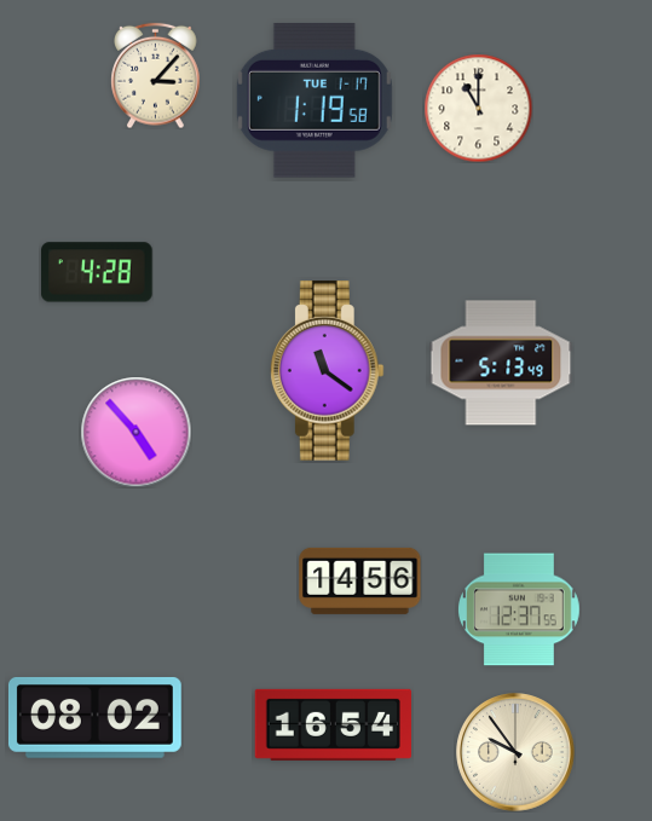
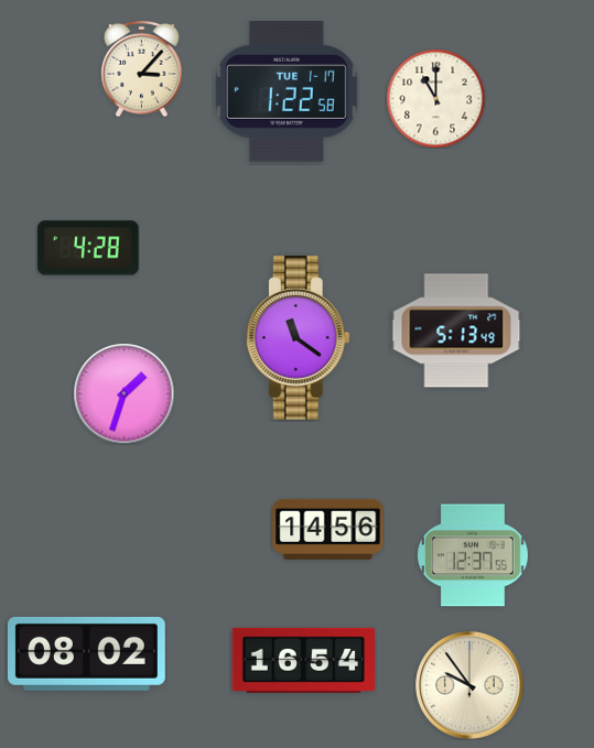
clock at (315, 100): 1:19 -> 1:22
clock at (135, 432): 4:53 -> 1:33
